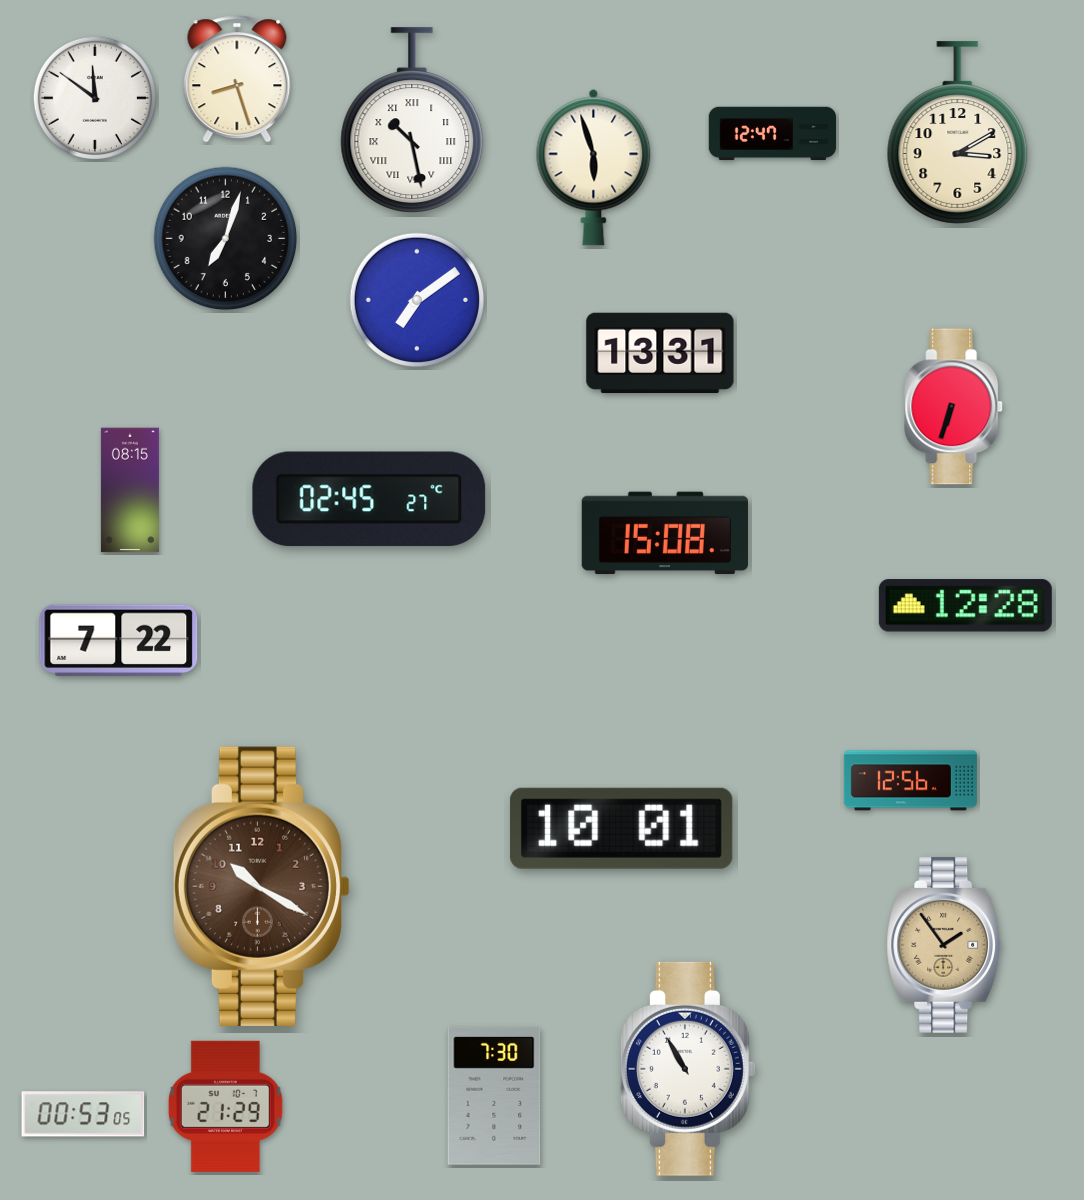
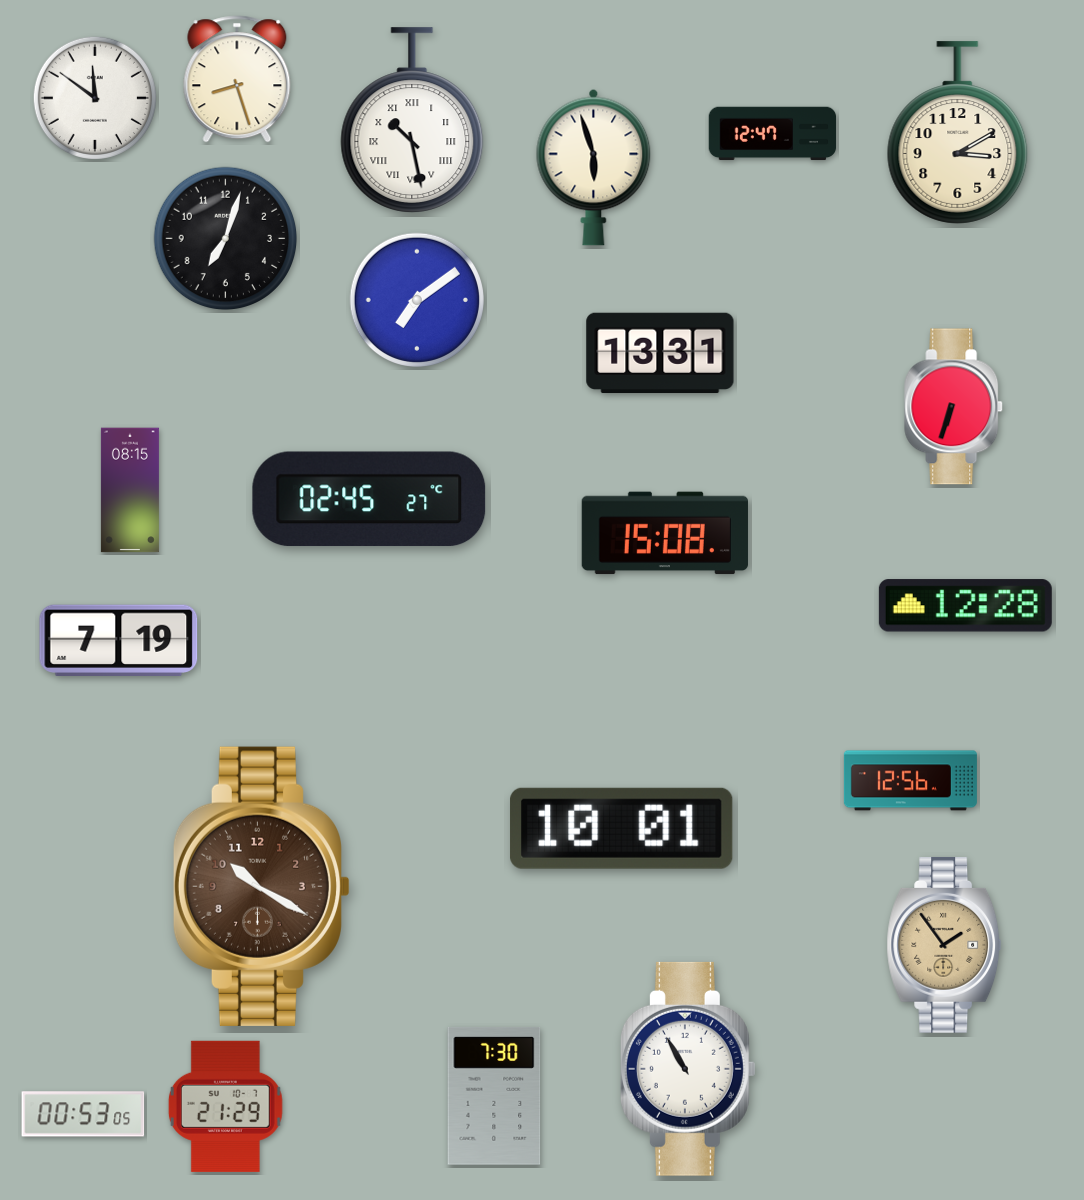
clock at (119, 640): 7:22 -> 7:19
